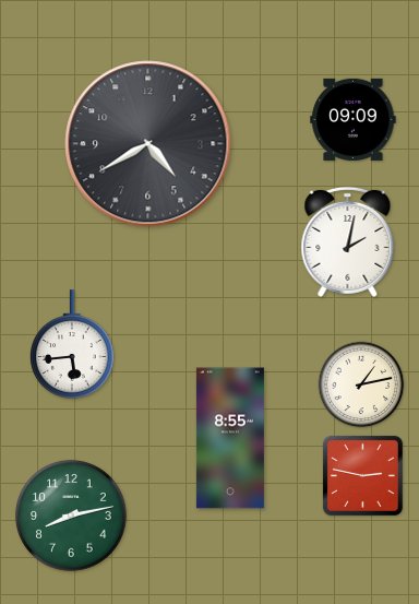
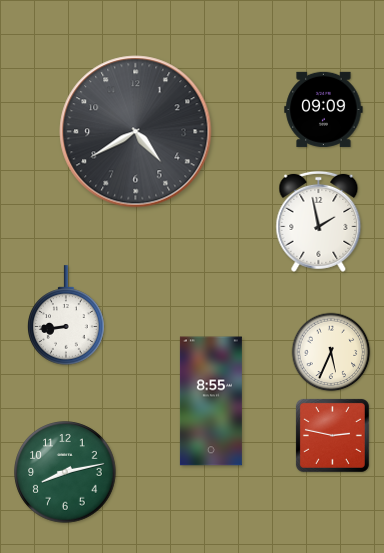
clock at (348, 241): 2:02 -> 1:58
clock at (73, 344): 5:44 -> 8:44
clock at (361, 384): 1:13 -> 5:34
